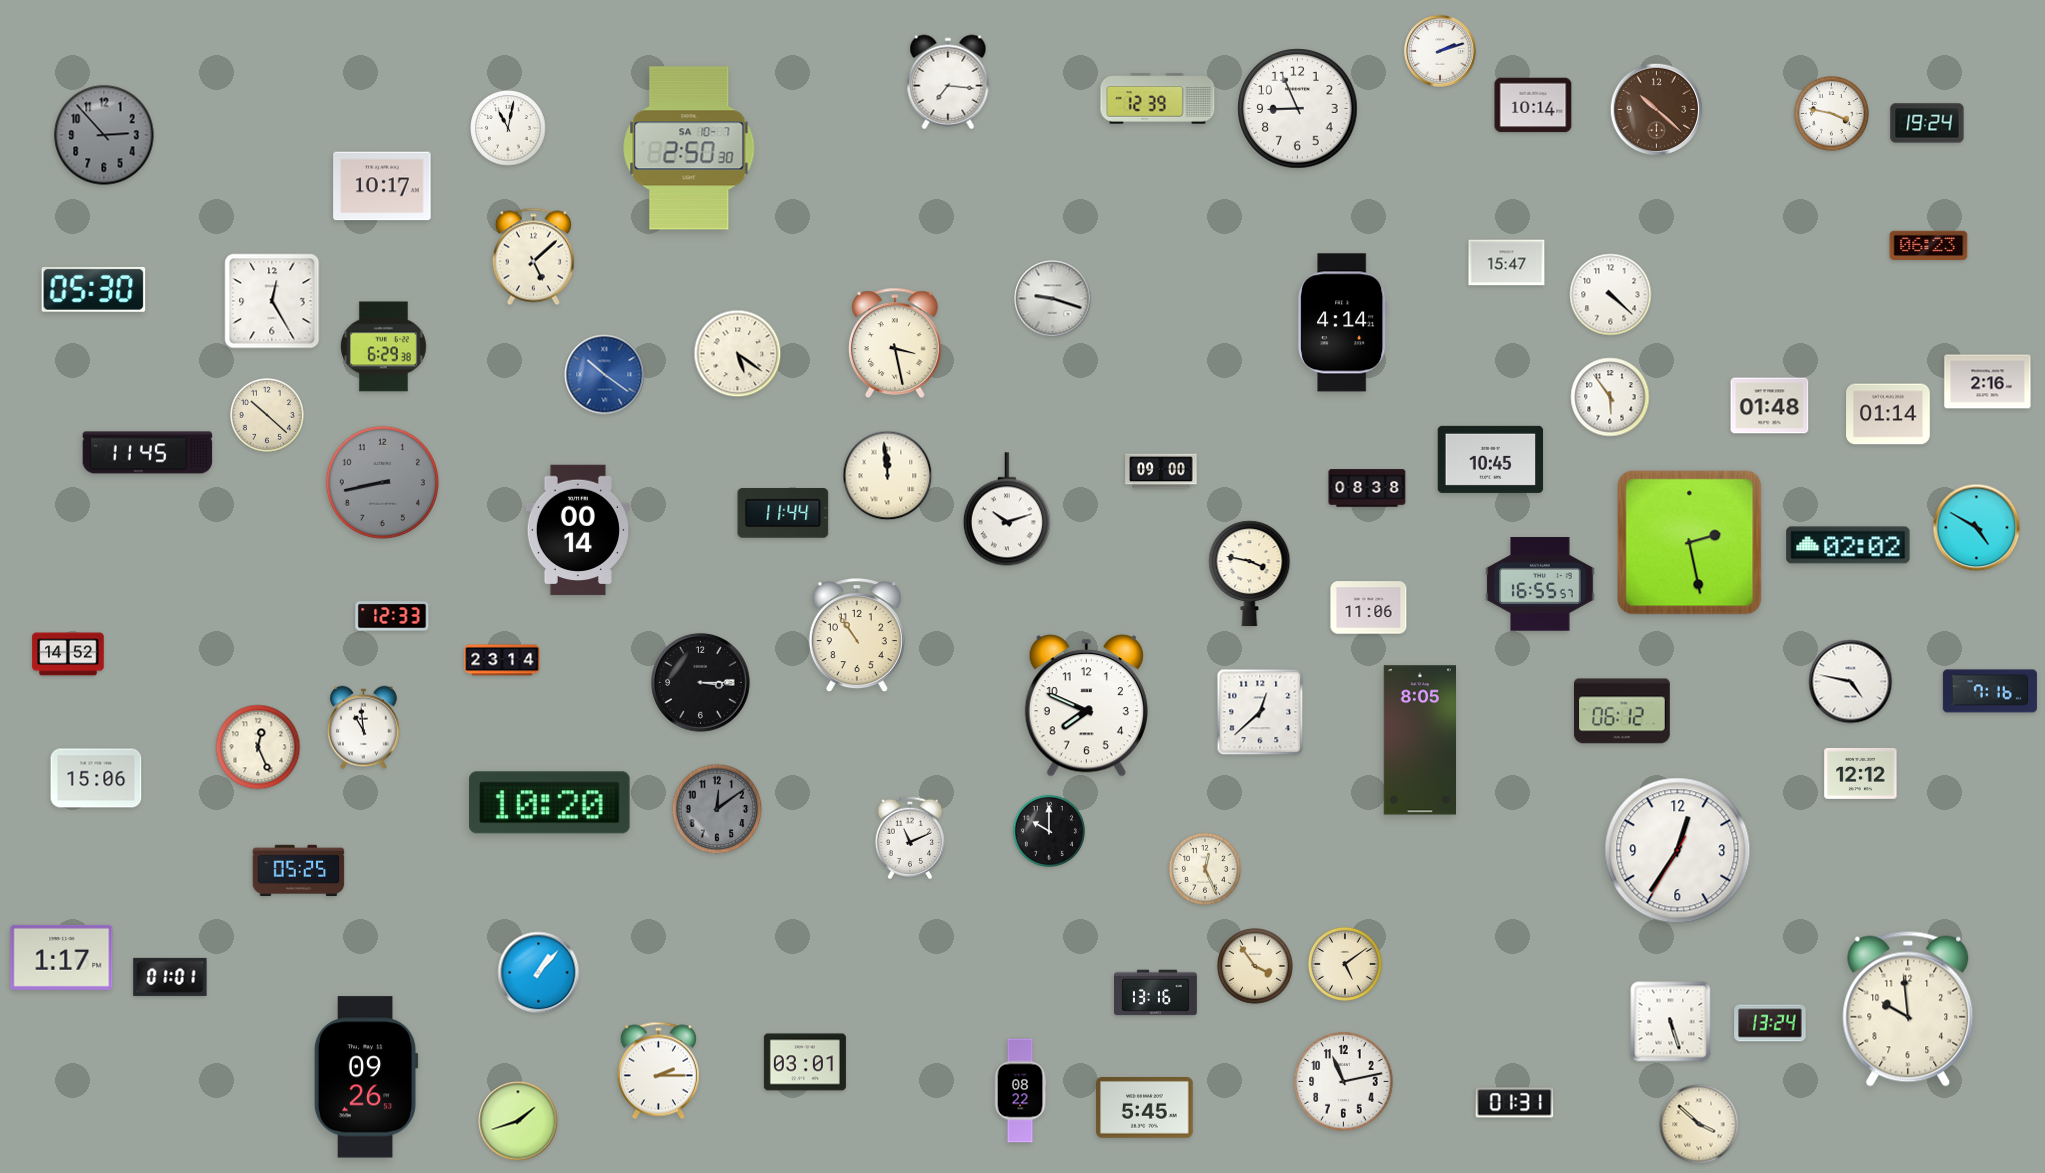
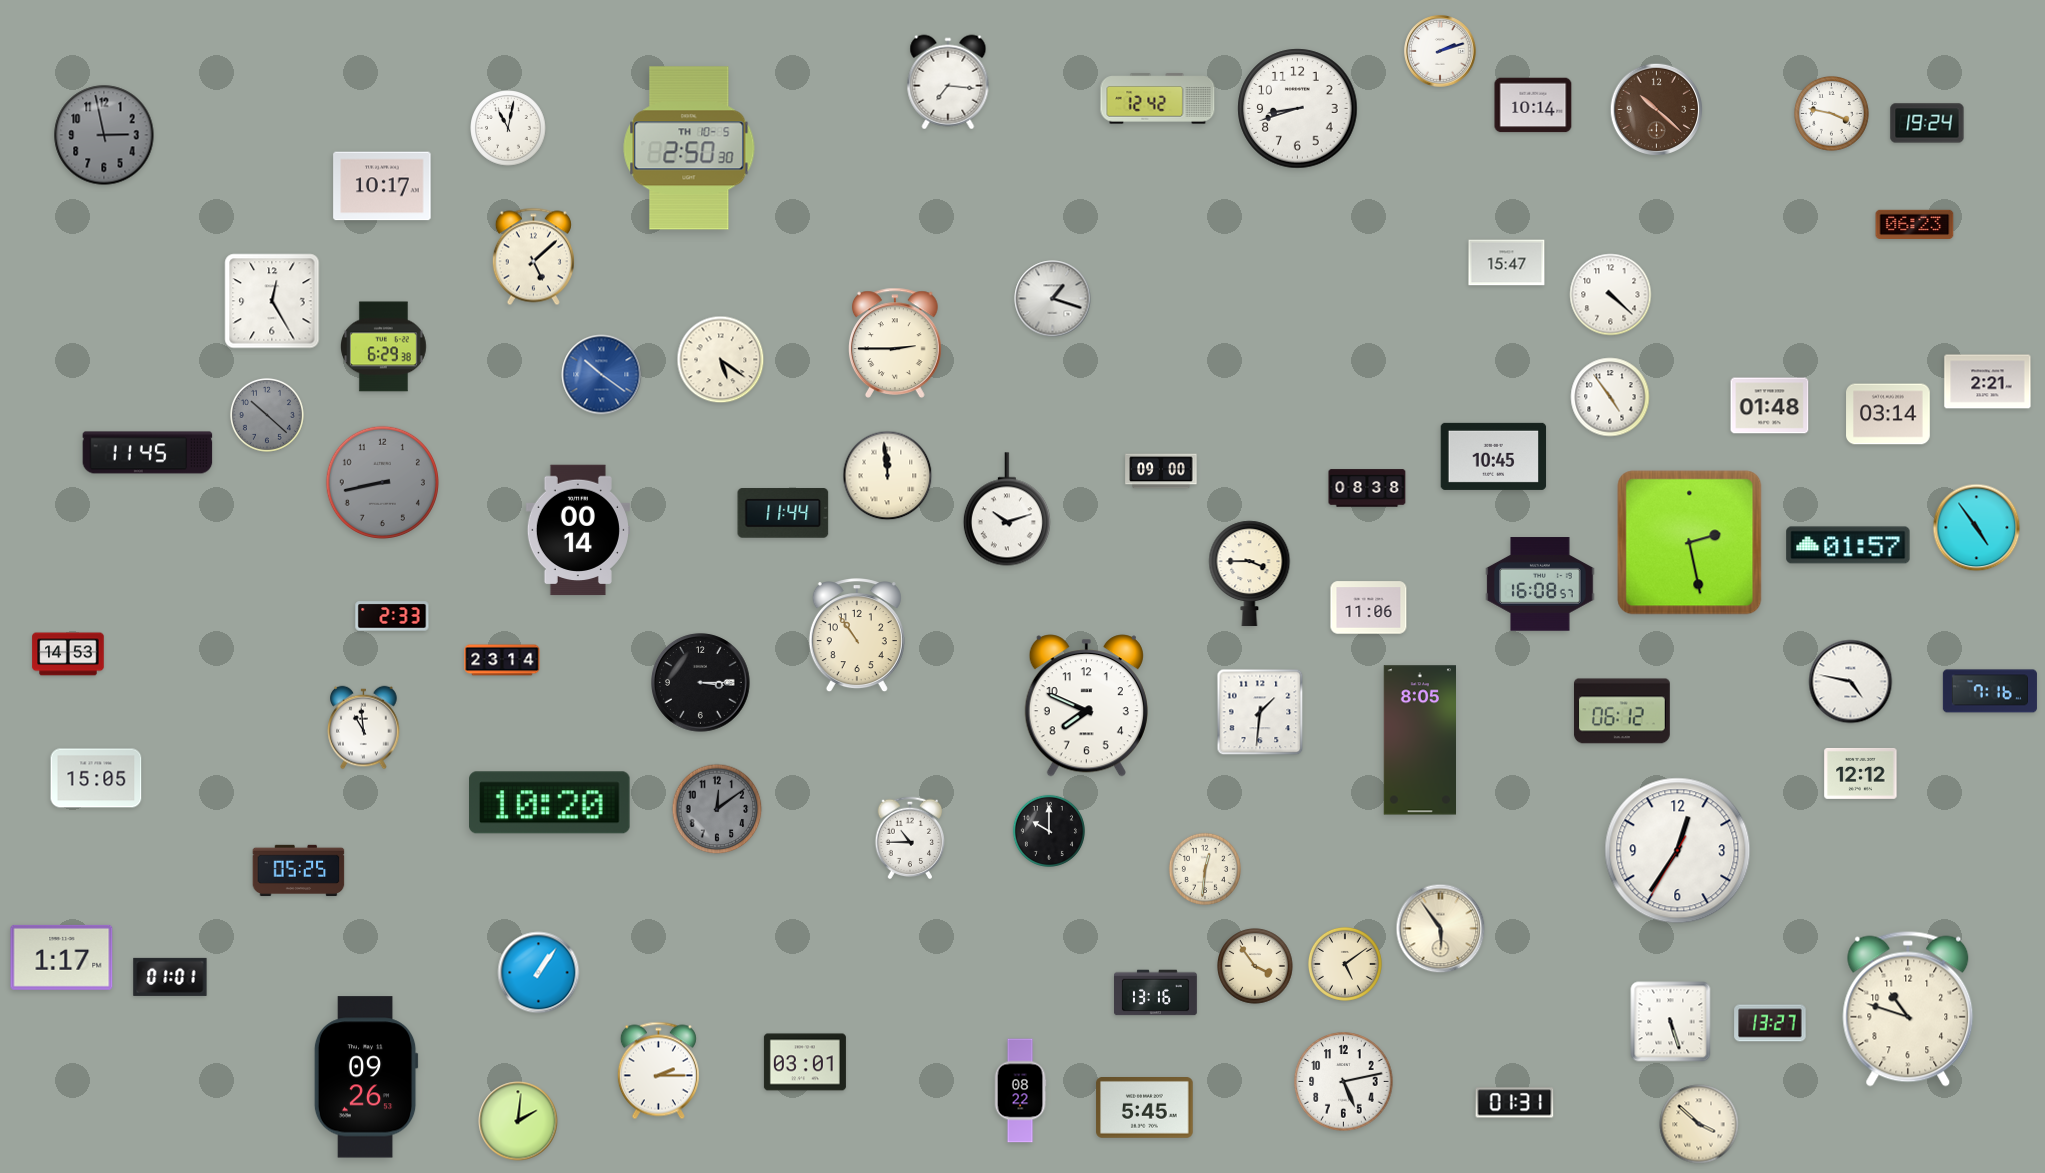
clock at (1158, 99): 12:39 -> 12:42
clock at (1298, 109): 8:56 -> 8:42
clock at (104, 135): 2:53 -> 2:58
clock at (689, 148) date: SA 10-7 -> TH 10-5
clock at (1929, 245) position: (1929, 245) -> (1915, 224)
clock at (94, 289): 05:30 -> none
clock at (1053, 299): 9:18 -> 1:18
clock at (1343, 323): 4:14 -> none
clock at (896, 343): 3:28 -> 2:45
clock at (738, 354) position: (738, 354) -> (721, 360)
clock at (605, 375) position: (605, 375) -> (602, 375)
clock at (1988, 382): 2:16 -> 2:21
clock at (1610, 397): 5:54 -> 4:54
clock at (1888, 414): 01:14 -> 03:14
clock at (267, 415) dial: cream -> grey
clock at (1491, 459) position: (1491, 459) -> (1494, 456)
clock at (1977, 528): 4:50 -> 4:54
clock at (1848, 545): 02:02 -> 01:57
clock at (1250, 574): 3:47 -> 3:45
clock at (1540, 584): 16:55 -> 16:08
clock at (392, 616): 12:33 -> 2:33
clock at (68, 654): 14:52 -> 14:53
clock at (1260, 712): 12:38 -> 1:31
clock at (258, 747): 12:26 -> none
clock at (96, 778): 15:06 -> 15:05
clock at (910, 838): 11:11 -> 10:45
clock at (1205, 869): 12:26 -> 12:31
clock at (1441, 929): none -> 5:54
clock at (539, 973): 1:07 -> 1:06
clock at (1908, 1009): 9:59 -> 10:48
clock at (1770, 1023): 13:24 -> 13:27
clock at (1344, 1082): 11:13 -> 5:13
clock at (518, 1121): 1:42 -> 2:01
